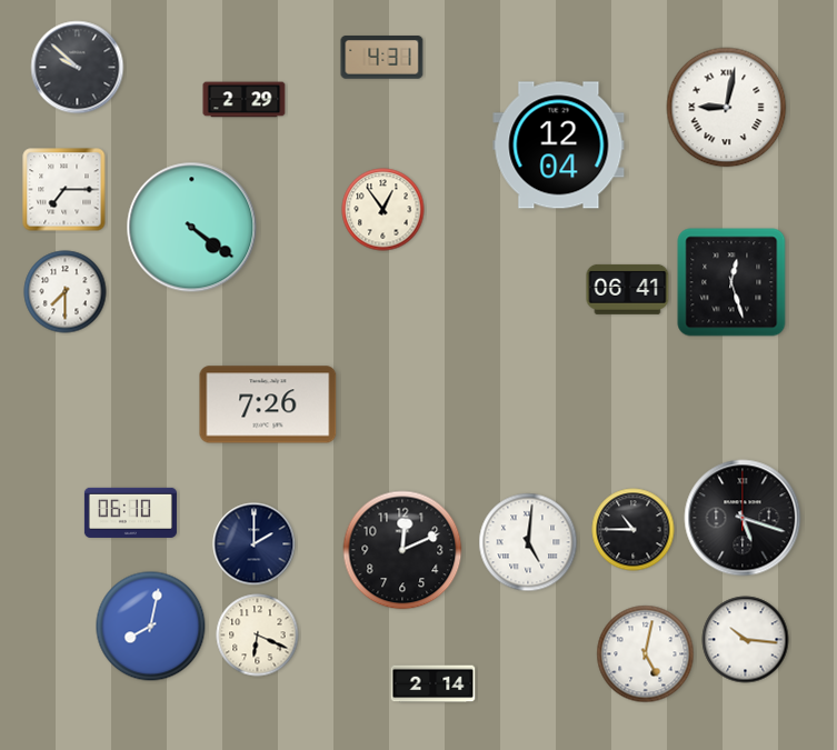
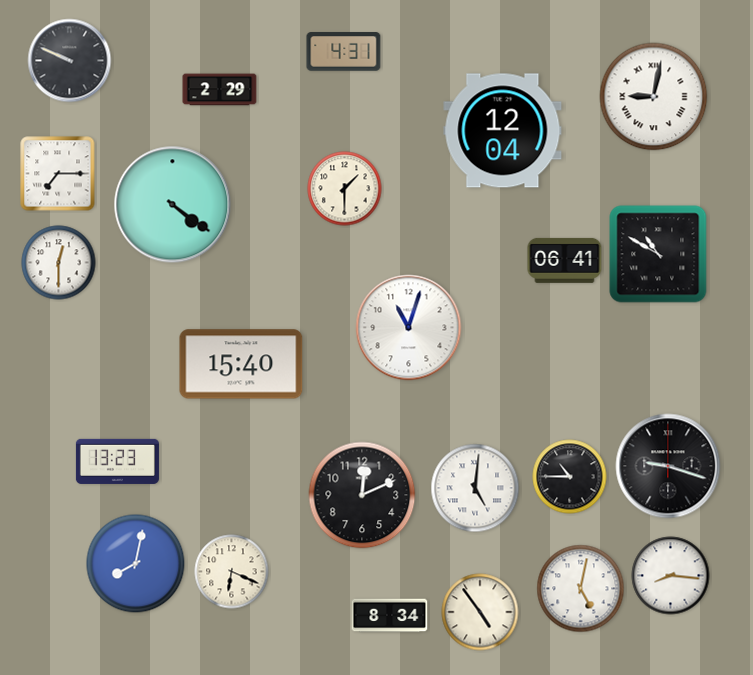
clock at (78, 68): 9:52 -> 9:49
clock at (64, 190) position: (64, 190) -> (58, 174)
clock at (383, 210): 12:54 -> 1:30
clock at (731, 282): 12:27 -> 10:50
clock at (66, 292): 7:30 -> 12:30
clock at (409, 328): none -> 11:03
clock at (268, 404): 7:26 -> 15:40
clock at (130, 512): 06:10 -> 13:23
clock at (743, 518): 5:18 -> 9:18
clock at (255, 544): 2:00 -> none
clock at (746, 640): 10:16 -> 8:16
clock at (480, 612): none -> 4:54
clock at (434, 684): 2:14 -> 8:34
